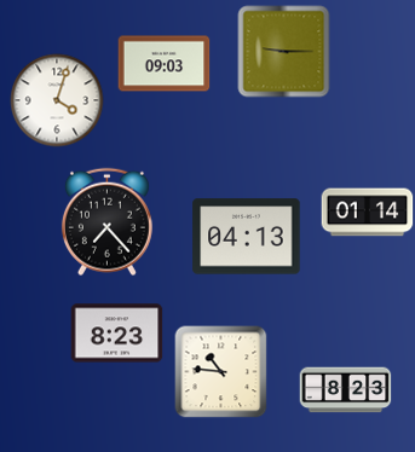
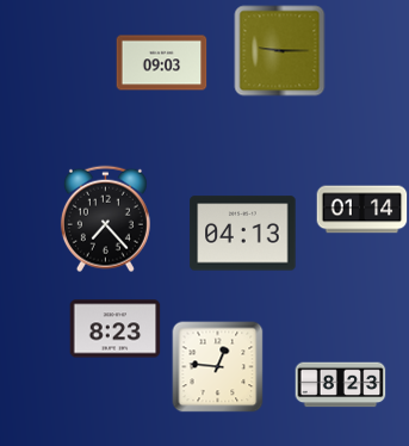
clock at (57, 100): 4:03 -> none
clock at (221, 372): 10:46 -> 12:46
